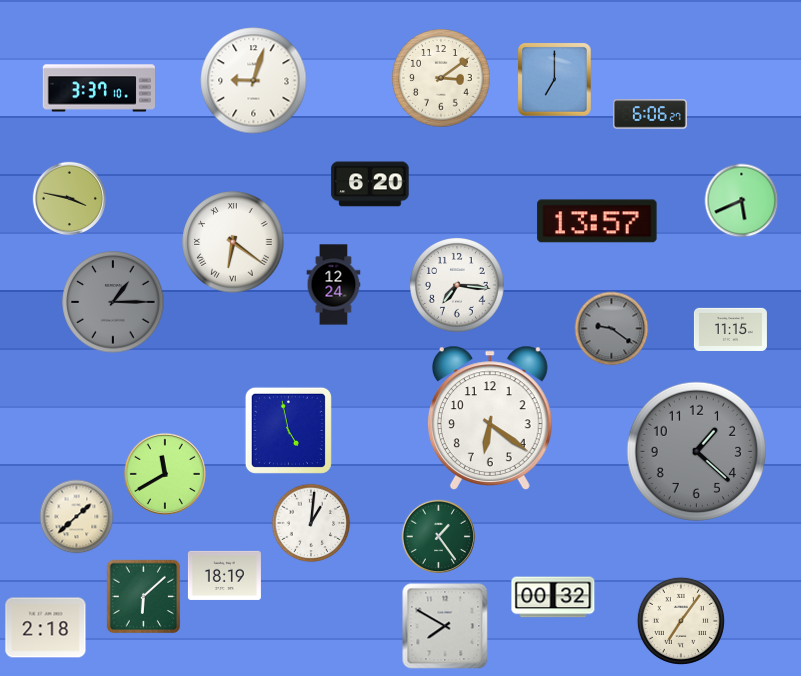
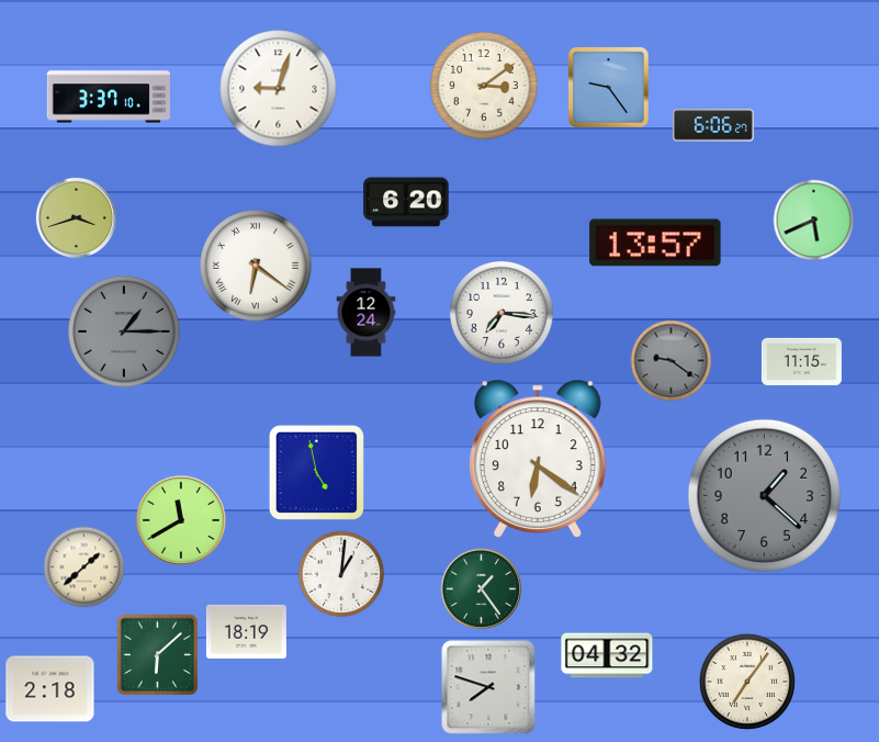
clock at (554, 79): 7:00 -> 9:24
clock at (69, 198): 3:47 -> 3:42
clock at (553, 597): 00:32 -> 04:32
clock at (445, 626): 7:50 -> 7:48
